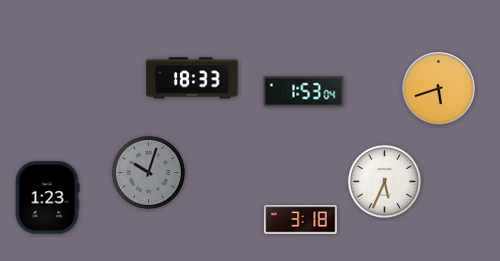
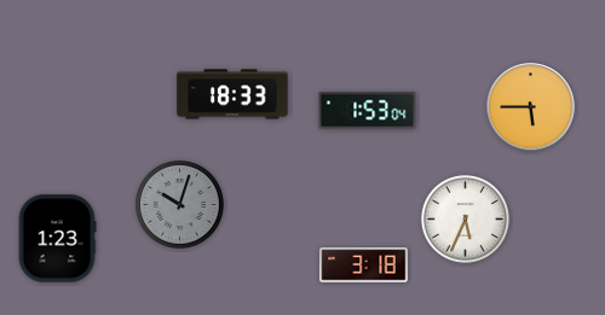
clock at (439, 89): 5:42 -> 5:45
clock at (148, 172) position: (148, 172) -> (179, 204)
